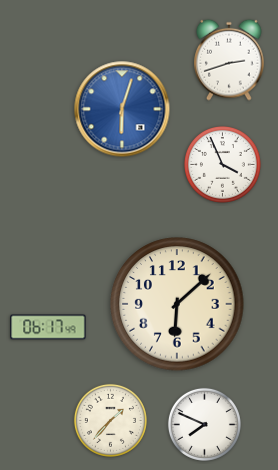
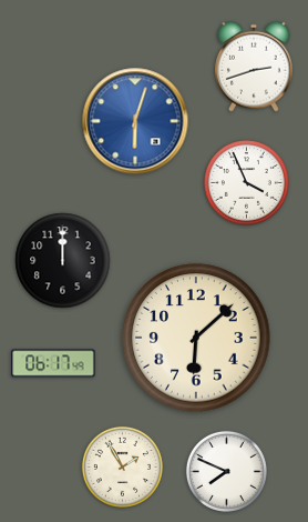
clock at (63, 261): none -> 12:00
clock at (110, 420): 1:37 -> 1:55
